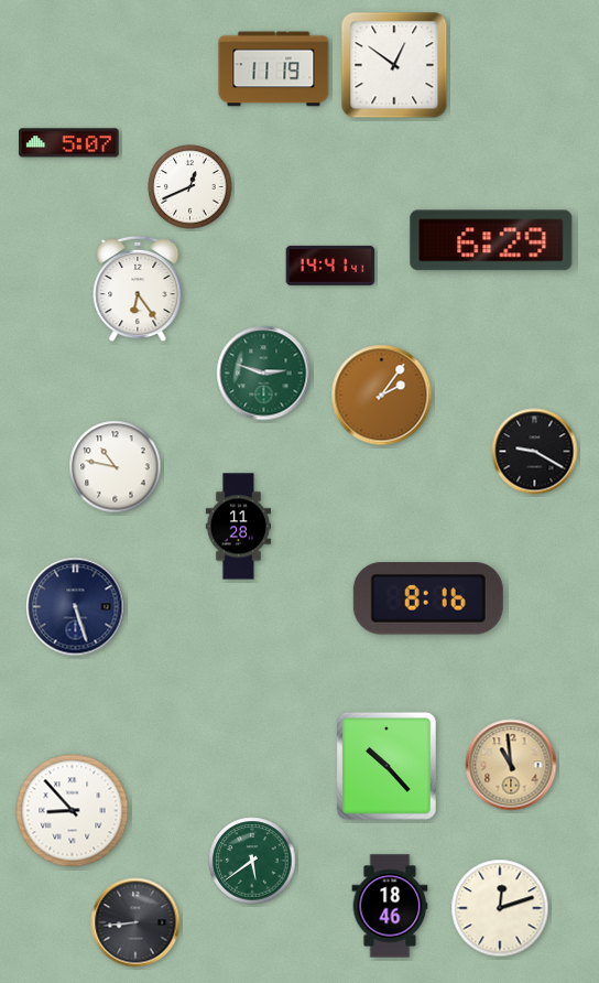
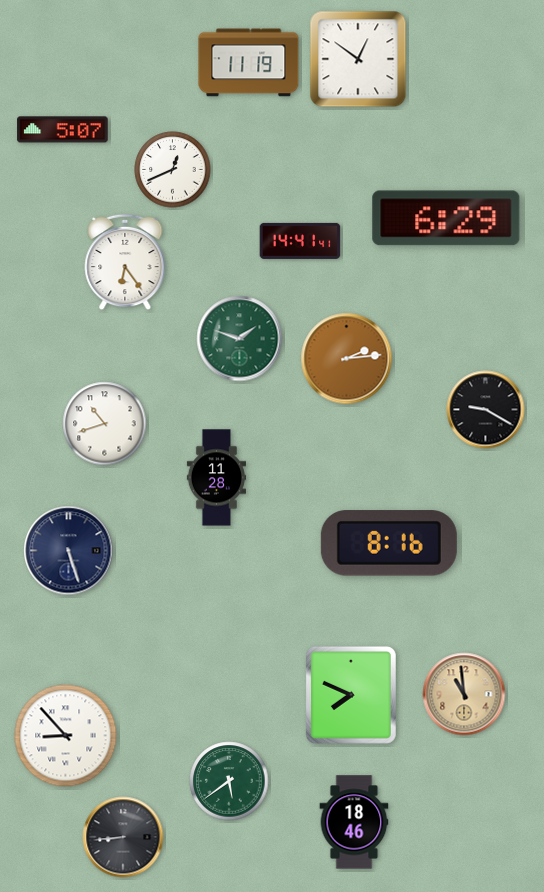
clock at (264, 374): 2:48 -> 1:48
clock at (382, 396): 2:06 -> 2:14
clock at (116, 467): 10:47 -> 10:42
clock at (386, 766): 10:23 -> 7:49
clock at (500, 908): 12:12 -> none
